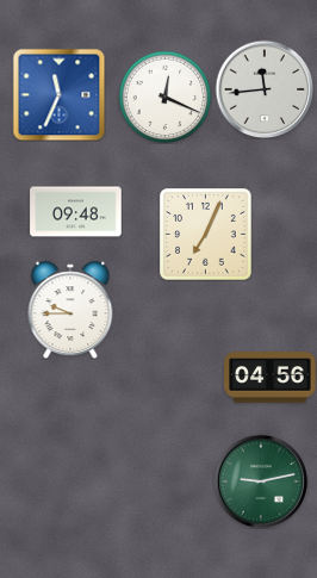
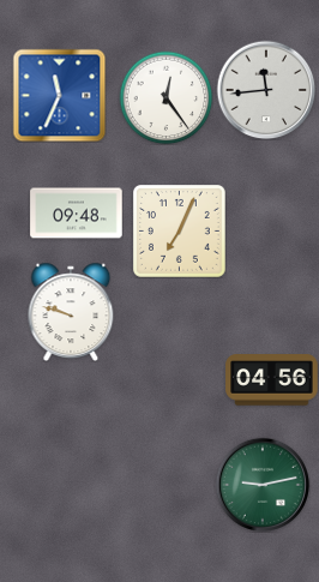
clock at (164, 97): 12:19 -> 12:24
clock at (206, 235) position: (206, 235) -> (180, 232)
clock at (70, 310): 9:45 -> 9:48
